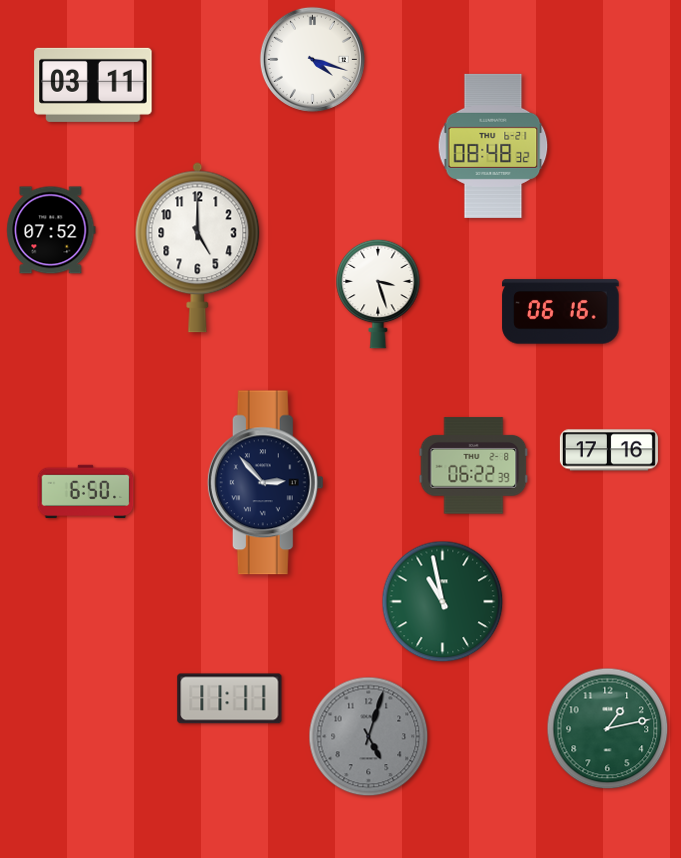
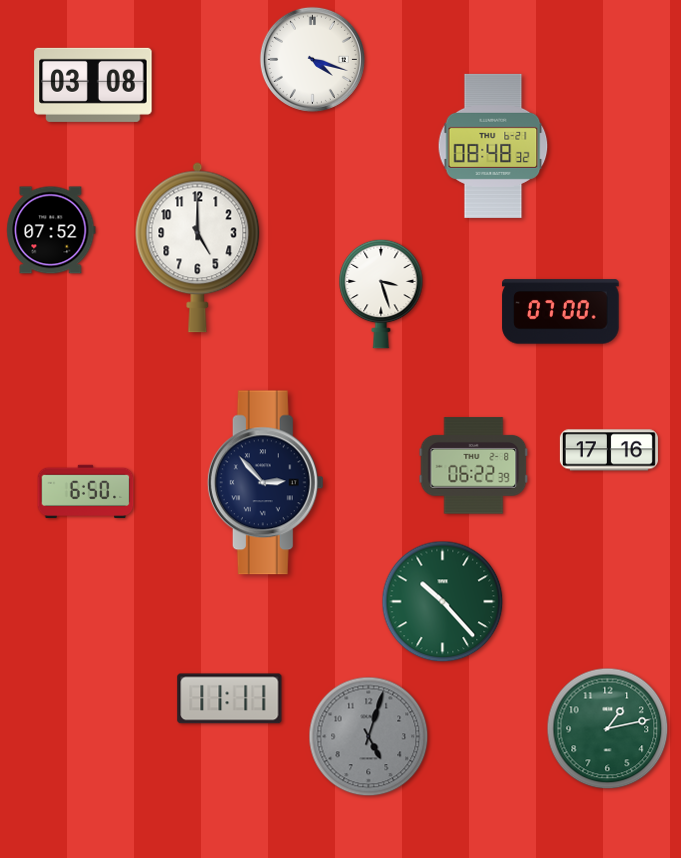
clock at (93, 85): 03:11 -> 03:08
clock at (378, 294) position: (378, 294) -> (381, 294)
clock at (561, 312): 06:16 -> 07:00
clock at (443, 602): 10:58 -> 10:23
